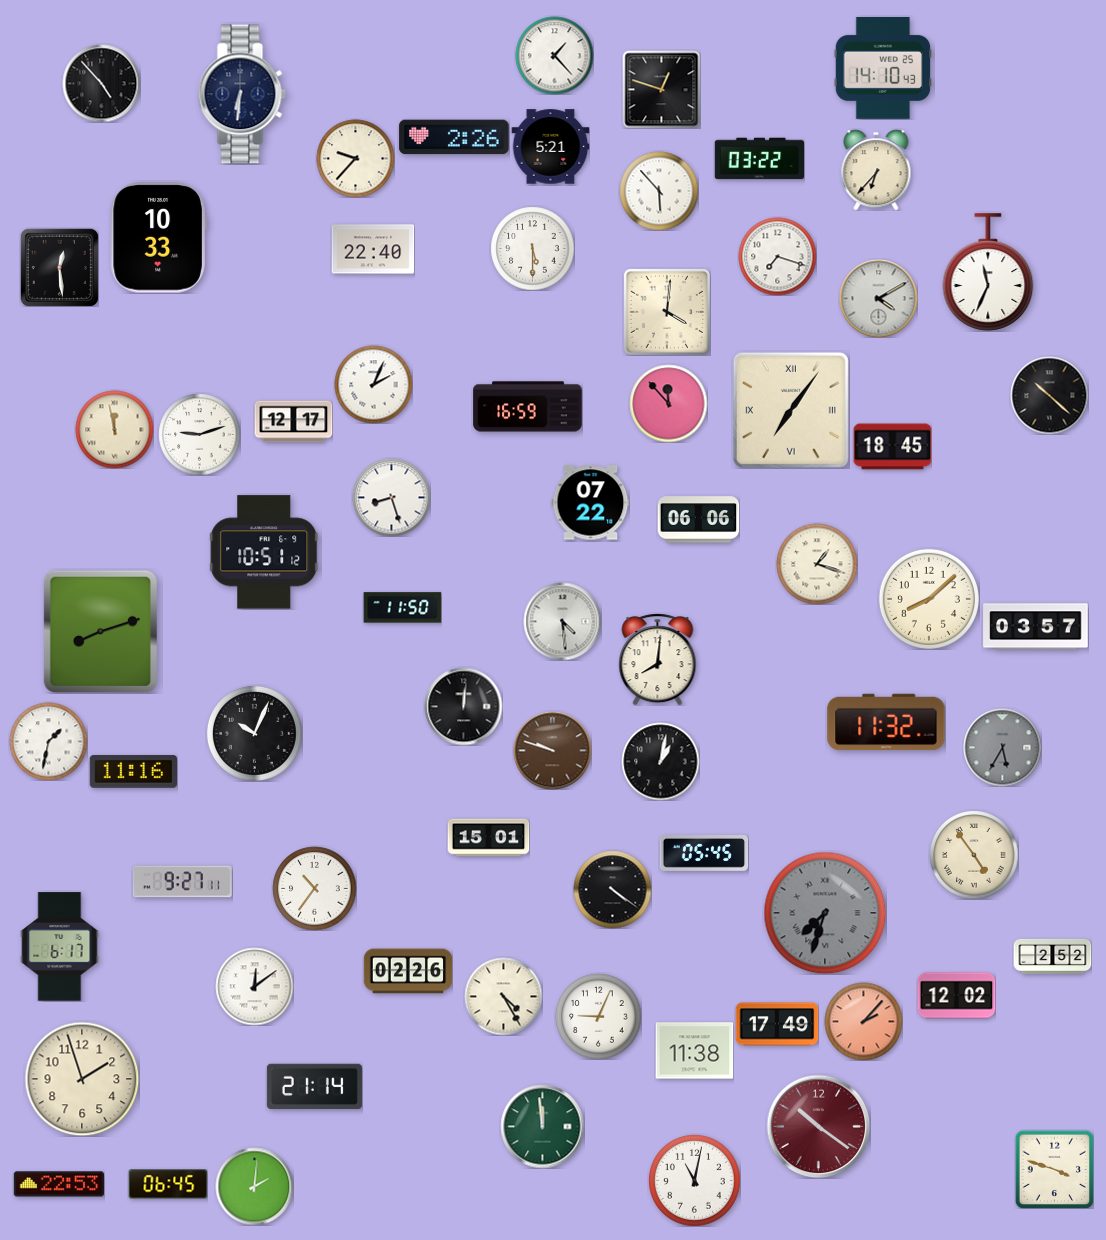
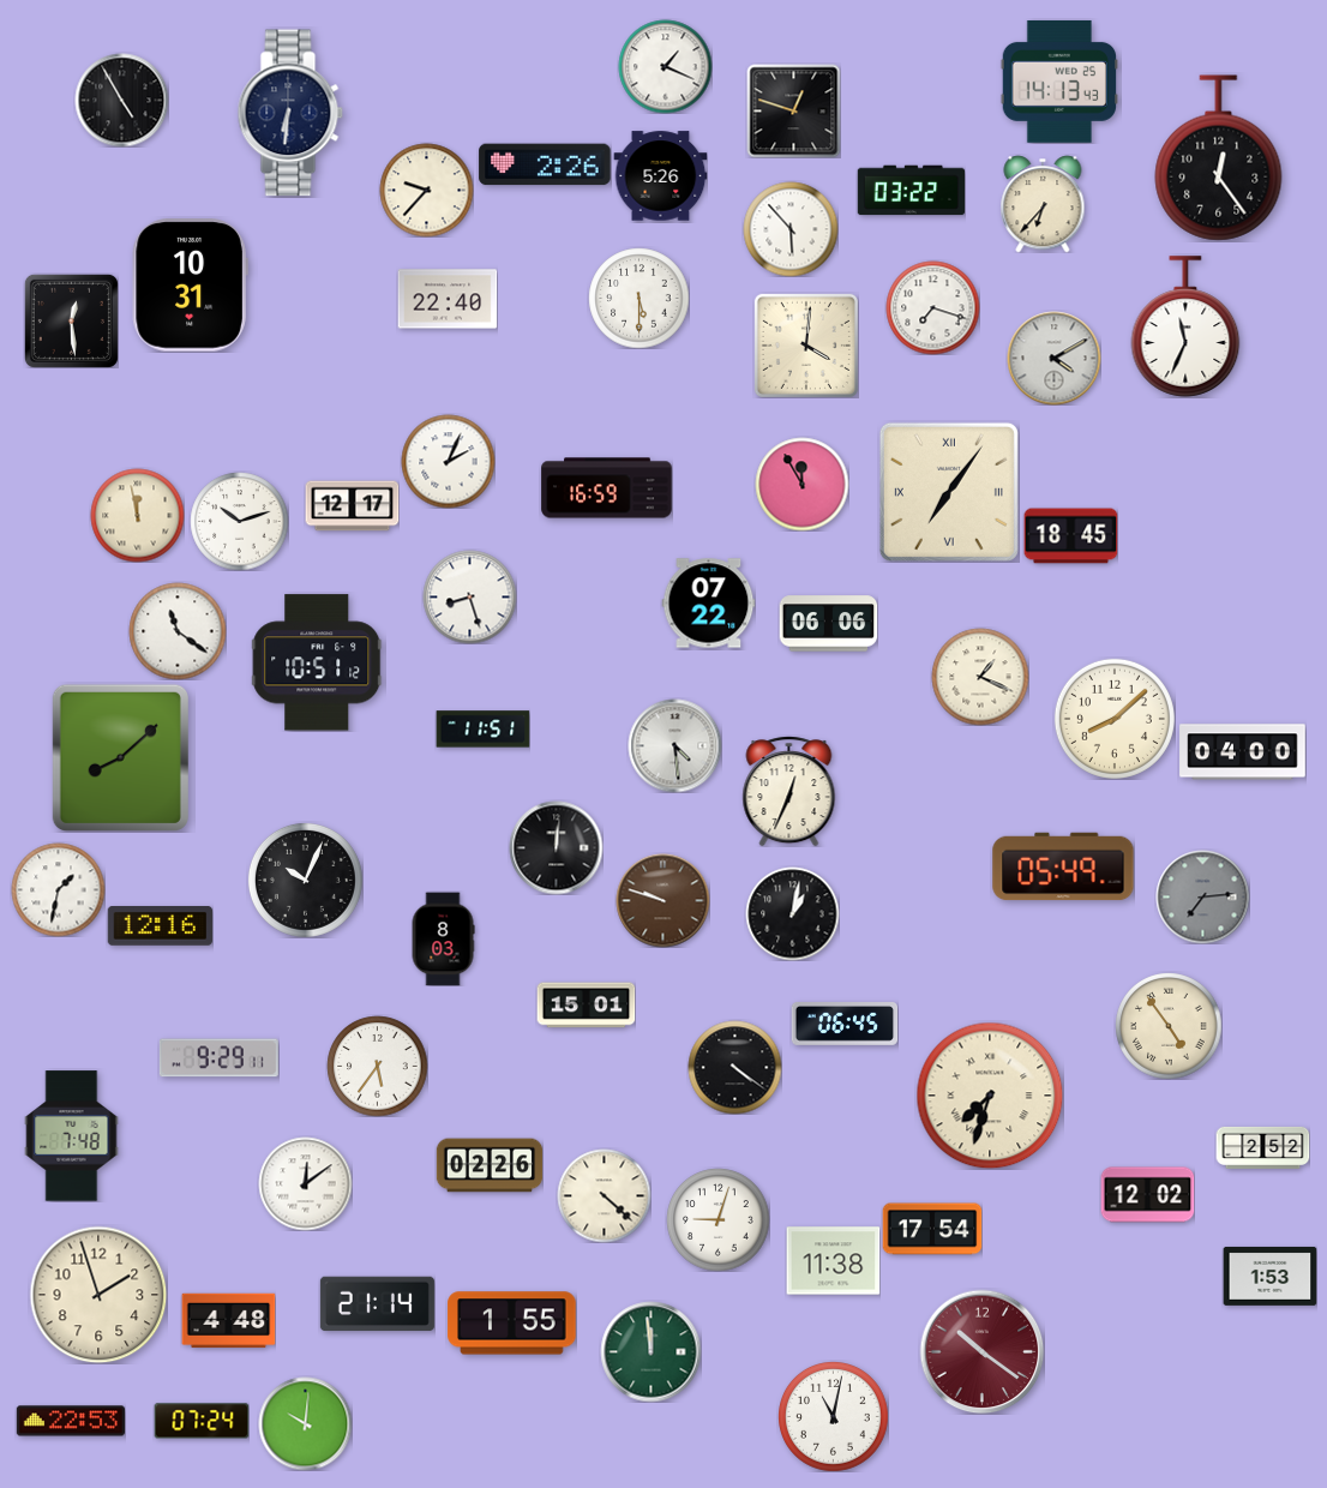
clock at (554, 55): 1:23 -> 1:19
clock at (882, 68): 14:10 -> 14:13
clock at (101, 83): 4:53 -> 4:55
clock at (661, 89) position: (661, 89) -> (793, 110)
clock at (1219, 158): none -> 12:24
clock at (550, 147): 5:21 -> 5:26
clock at (876, 170) position: (876, 170) -> (1043, 204)
clock at (158, 238): 10:33 -> 10:31
clock at (667, 312) position: (667, 312) -> (806, 346)
clock at (1049, 395): 10:22 -> none
clock at (668, 403): 11:53 -> 11:55
clock at (528, 407) position: (528, 407) -> (607, 488)
clock at (199, 434): 9:12 -> 10:12
clock at (698, 520) position: (698, 520) -> (828, 624)
clock at (178, 631): none -> 11:21
clock at (817, 564): 1:18 -> 1:19
clock at (402, 608): 11:50 -> 11:51
clock at (1036, 627): 03:57 -> 04:00
clock at (100, 631): 8:12 -> 8:08
clock at (658, 659): 8:01 -> 12:34
clock at (886, 722): 11:32 -> 05:49
clock at (1002, 747): 5:35 -> 7:14
clock at (133, 772): 11:16 -> 12:16
clock at (443, 938): none -> 8:03
clock at (704, 854): 05:45 -> 06:45
clock at (182, 882): 9:27 -> 9:29
clock at (314, 888): 10:36 -> 5:36
clock at (825, 913) dial: grey -> cream
clock at (60, 947): 6:17 -> 7:48
clock at (503, 996): 4:25 -> 4:22
clock at (598, 1016): 9:04 -> 9:03
clock at (863, 1021): 2:07 -> none
clock at (777, 1024): 17:49 -> 17:54
clock at (1269, 1277): none -> 1:53
clock at (228, 1321): none -> 4:48
clock at (512, 1324): none -> 1:55
clock at (1054, 1169): 3:48 -> none
clock at (168, 1184): 06:45 -> 07:24
clock at (254, 1186): 2:01 -> 10:01
